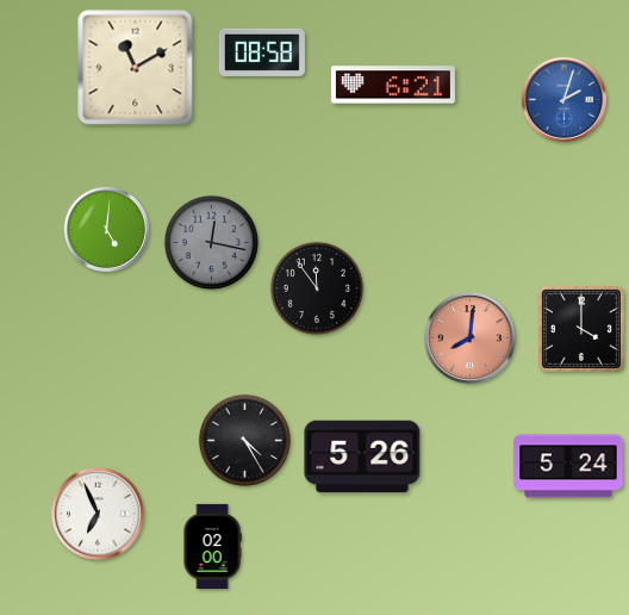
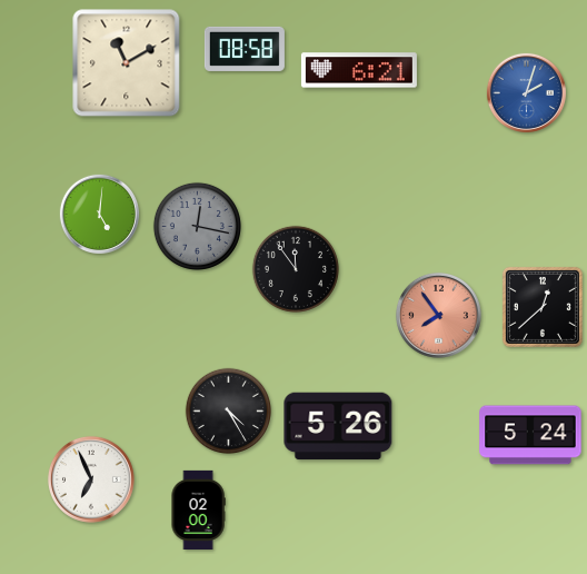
clock at (393, 85) position: (393, 85) -> (359, 70)
clock at (581, 329): 4:00 -> 12:38
clock at (469, 337): 8:01 -> 7:54
